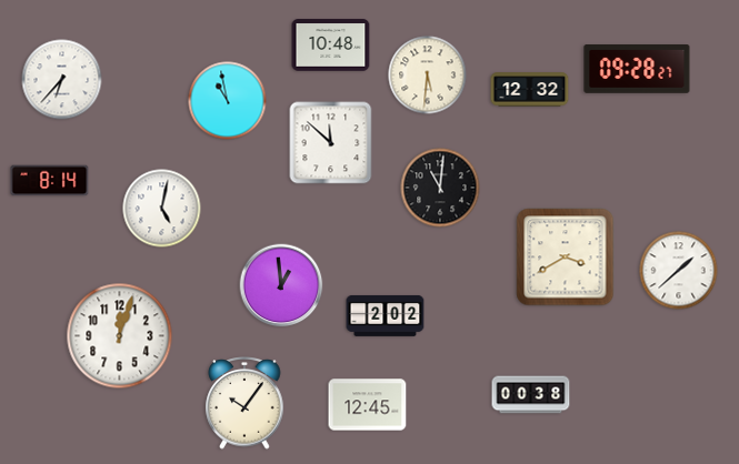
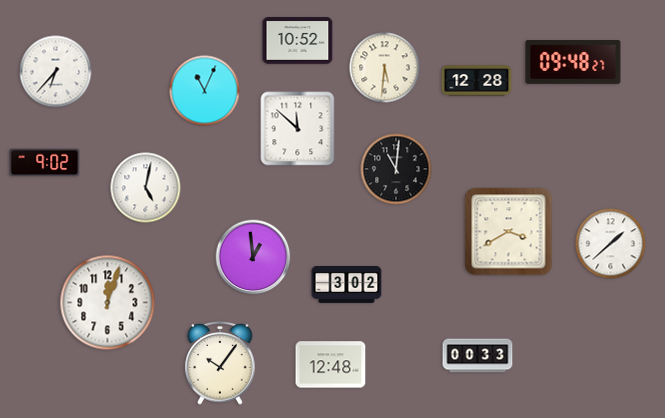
clock at (331, 46): 10:48 -> 10:52
clock at (637, 70): 09:28 -> 09:48
clock at (530, 90): 12:32 -> 12:28
clock at (228, 101): 10:58 -> 11:04
clock at (50, 181): 8:14 -> 9:02
clock at (386, 315): 2:02 -> 3:02
clock at (531, 395): 00:38 -> 00:33
clock at (368, 405): 12:45 -> 12:48
